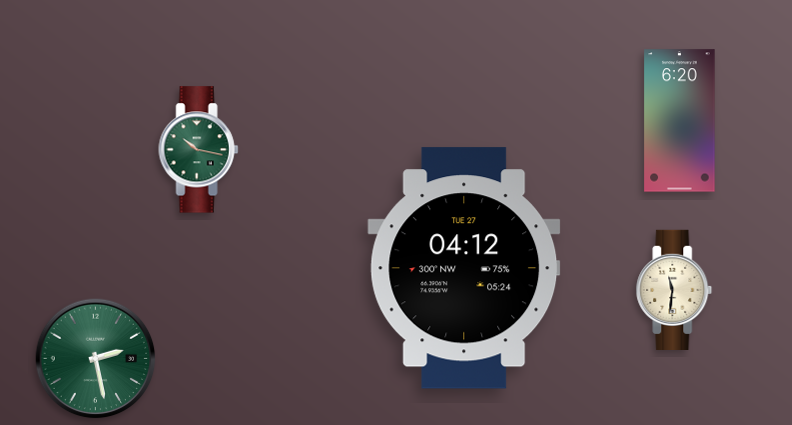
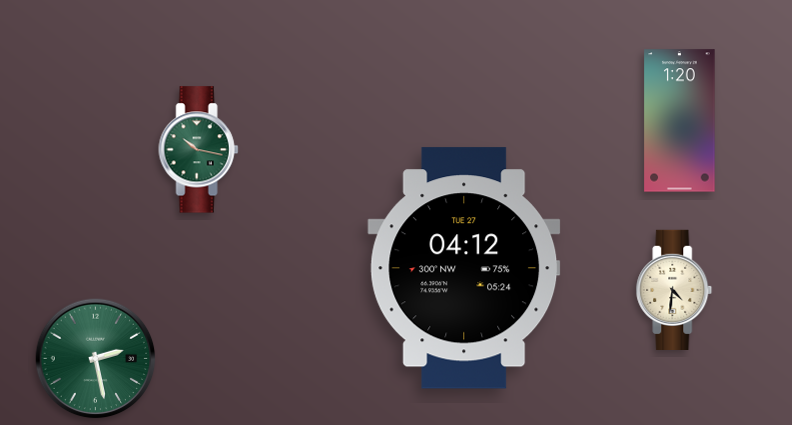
clock at (680, 121): 6:20 -> 1:20
clock at (674, 289): 11:31 -> 4:31
